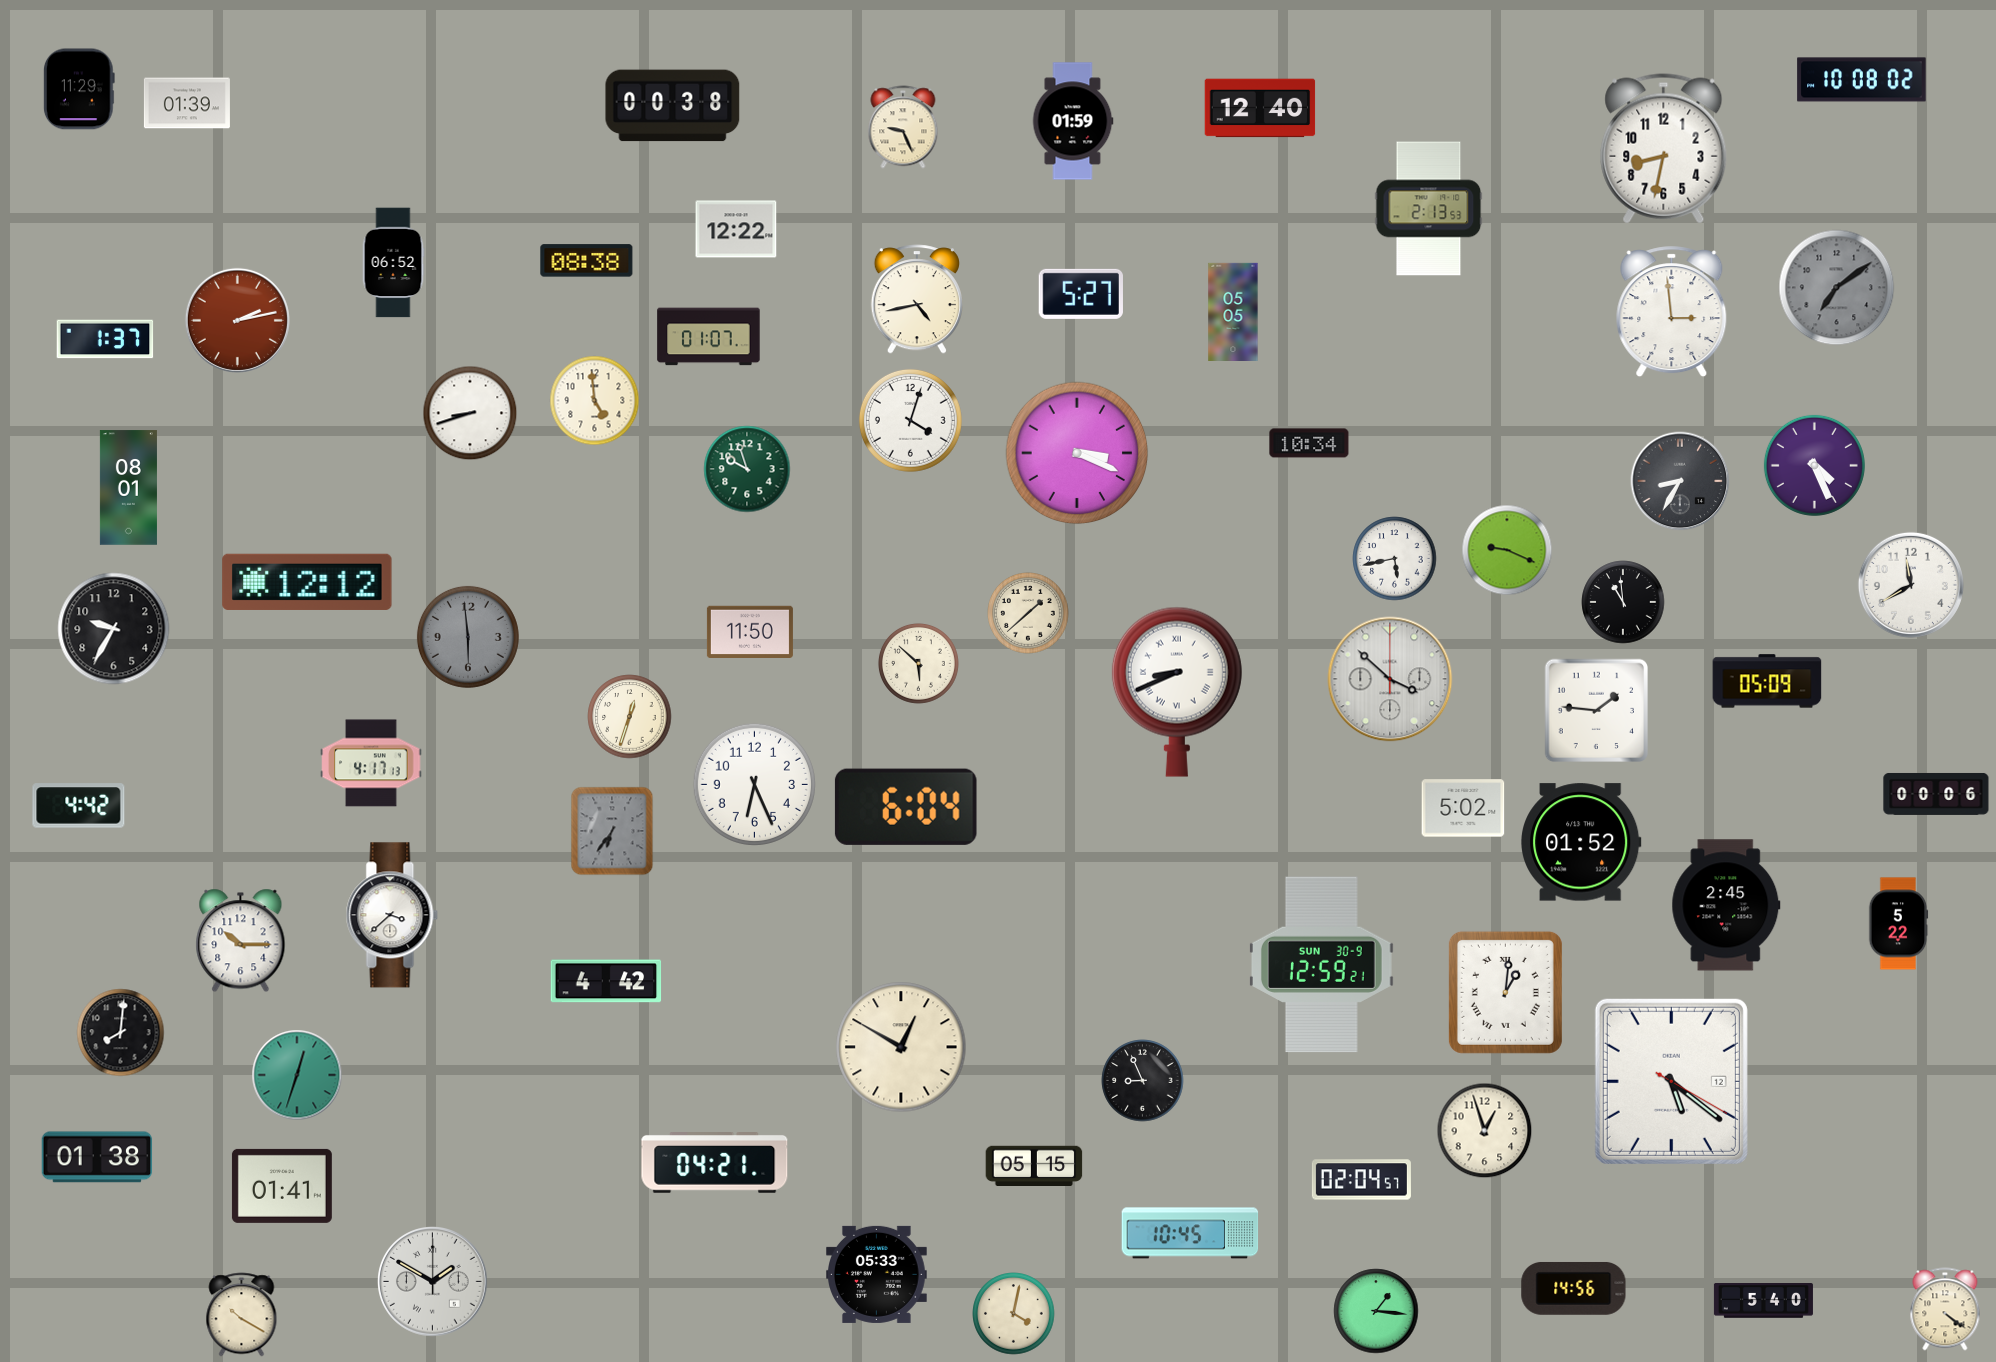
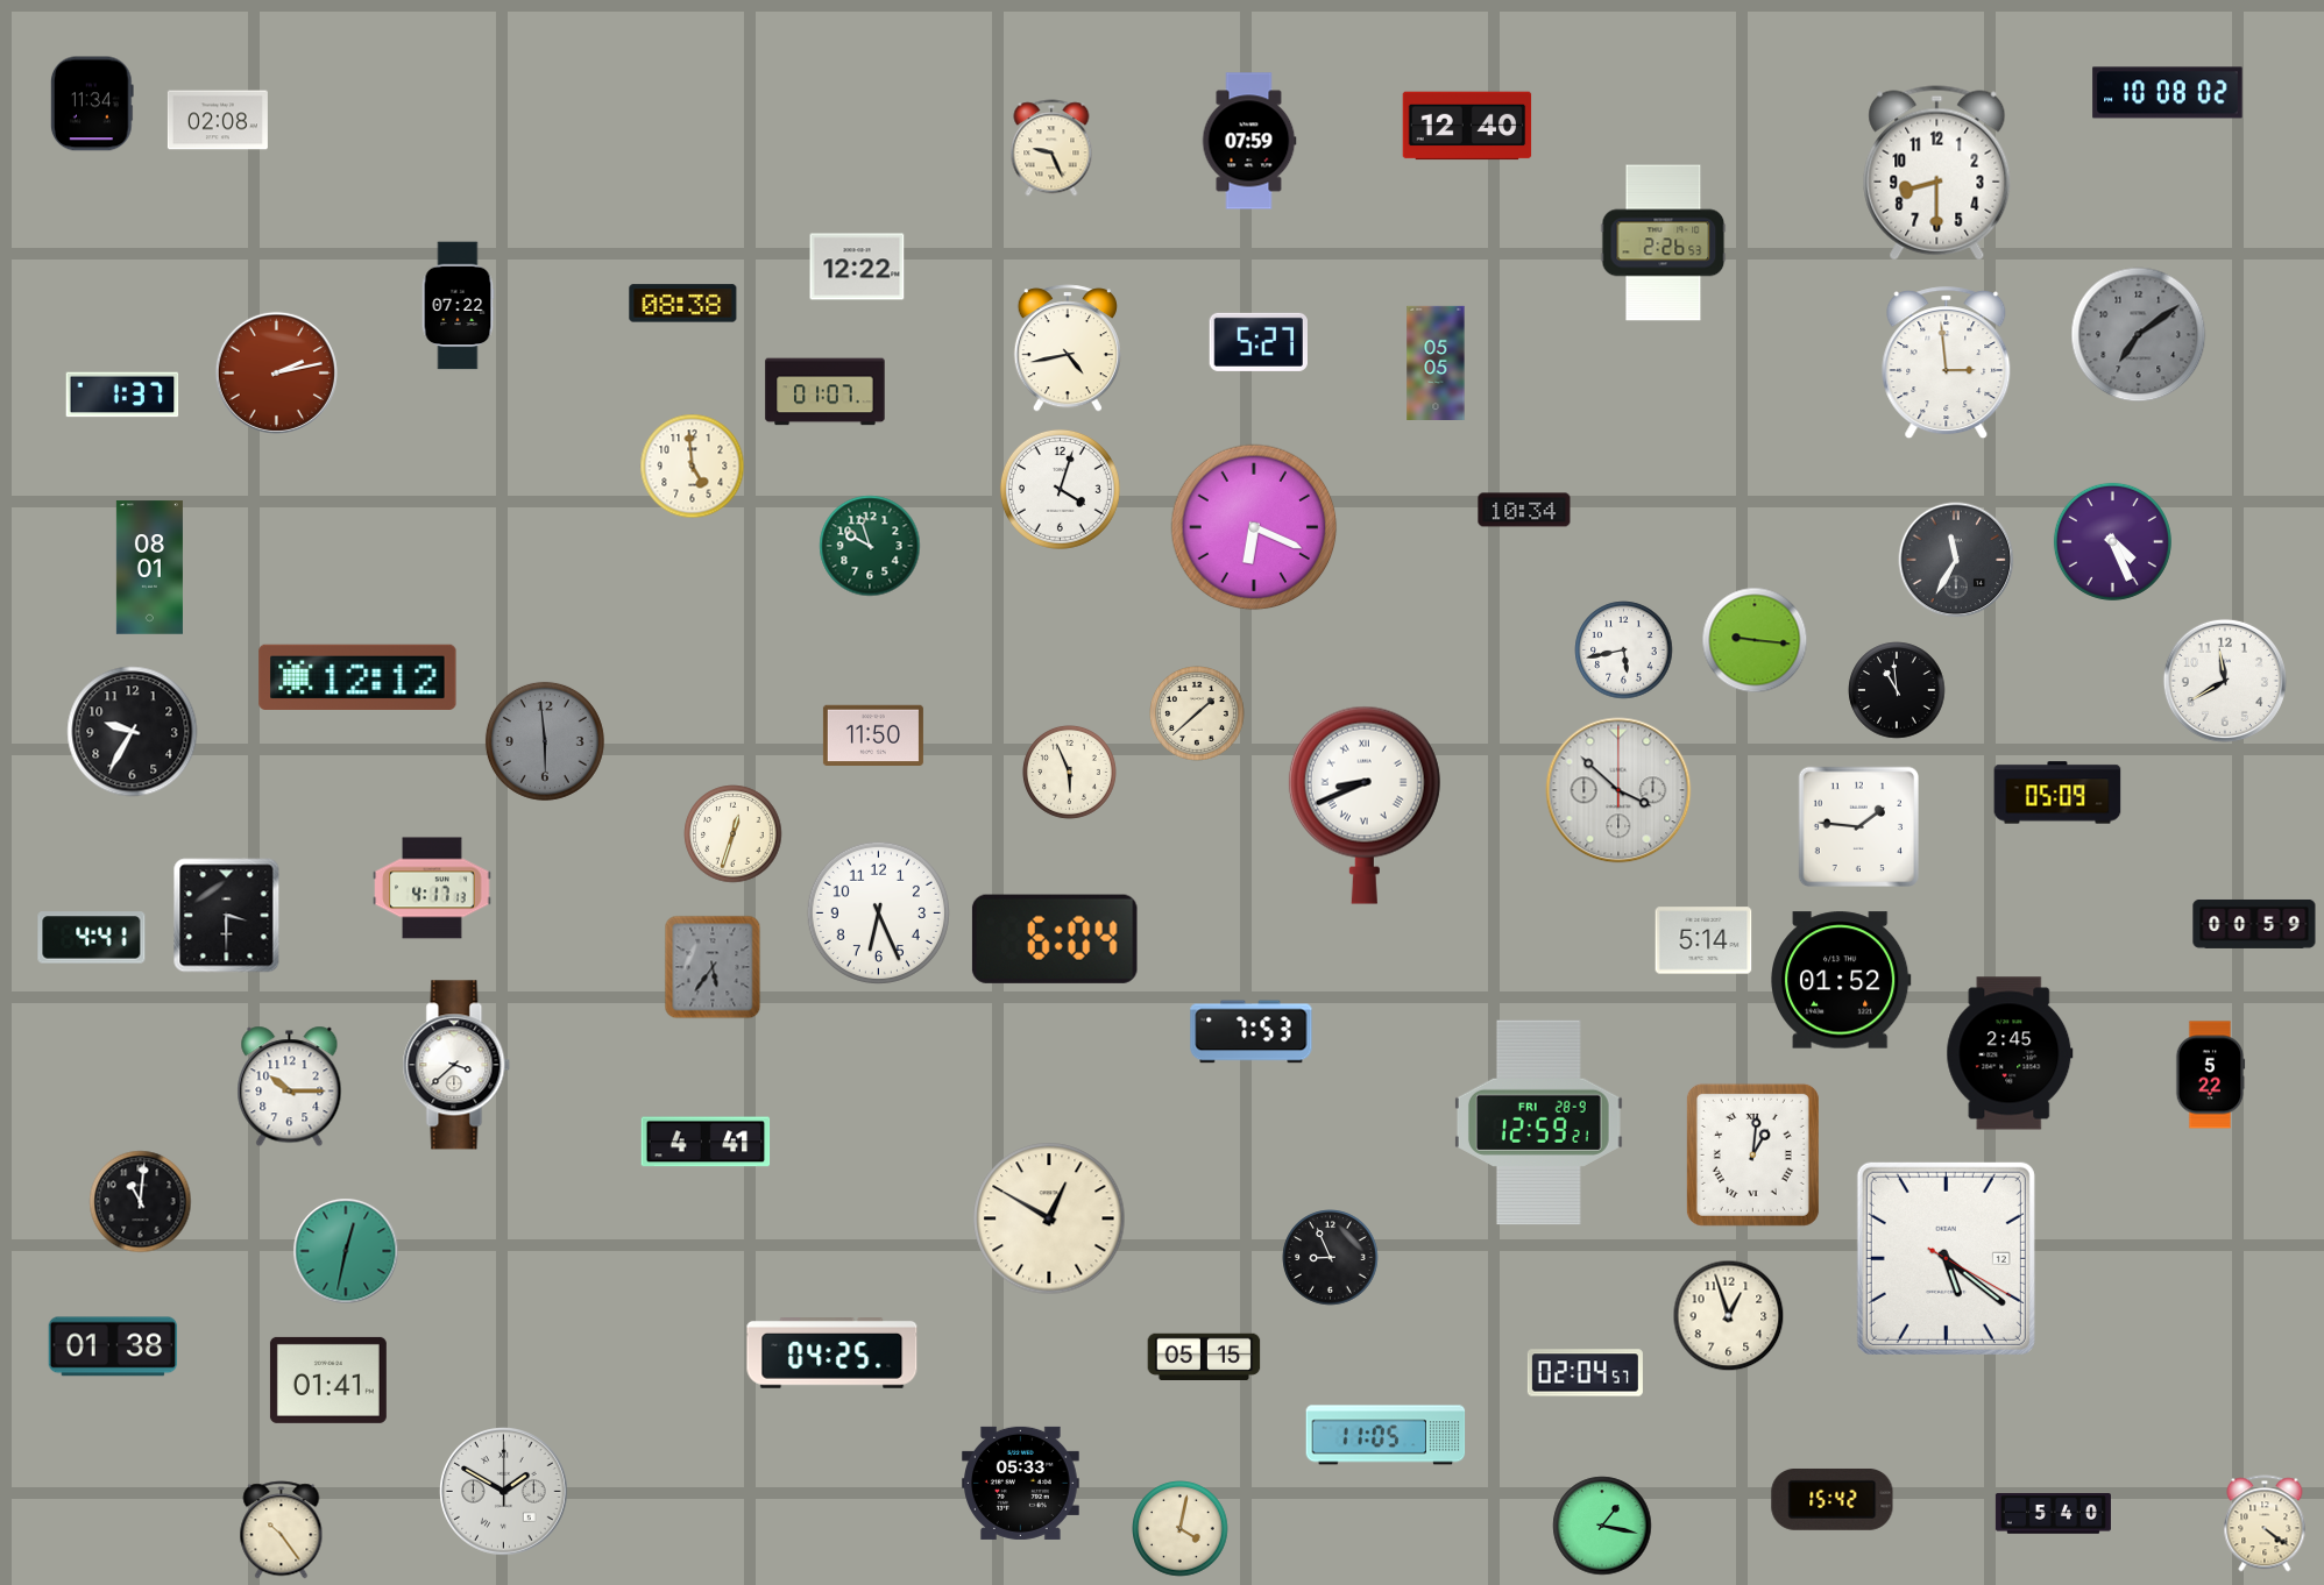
clock at (79, 89): 11:29 -> 11:34
clock at (187, 103): 01:39 -> 02:08
clock at (673, 106): 00:38 -> none
clock at (1073, 121): 01:59 -> 07:59
clock at (1664, 149): 8:32 -> 8:30
clock at (1429, 209): 2:13 -> 2:26
clock at (393, 263): 06:52 -> 07:22
clock at (470, 413): 8:42 -> none
clock at (1309, 443) position: (1309, 443) -> (1524, 510)
clock at (1077, 453): 3:19 -> 6:19
clock at (1680, 481): 8:35 -> 11:35
clock at (1507, 550): 9:19 -> 9:16
clock at (1623, 602) position: (1623, 602) -> (1897, 690)
clock at (918, 663): 5:52 -> 5:56
clock at (1177, 692) position: (1177, 692) -> (1365, 805)
clock at (227, 916): none -> 3:30
clock at (1936, 794): 00:06 -> 00:59
clock at (79, 806): 4:42 -> 4:41
clock at (1463, 808): 5:02 -> 5:14
clock at (612, 831): 6:36 -> 5:36
clock at (1252, 1032): none -> 7:53
clock at (241, 941) position: (241, 941) -> (290, 1087)
clock at (1321, 965) date: SUN 30-9 -> FRI 28-9
clock at (606, 981): 4:42 -> 4:41
clock at (121, 1033): 8:01 -> 11:01
clock at (297, 1075): 12:33 -> 12:32
clock at (715, 1163): 04:21 -> 04:25
clock at (1190, 1233): 10:45 -> 11:05
clock at (1574, 1288): 14:56 -> 15:42
clock at (1376, 1311): 1:16 -> 1:17
clock at (242, 1315): 10:20 -> 10:24
